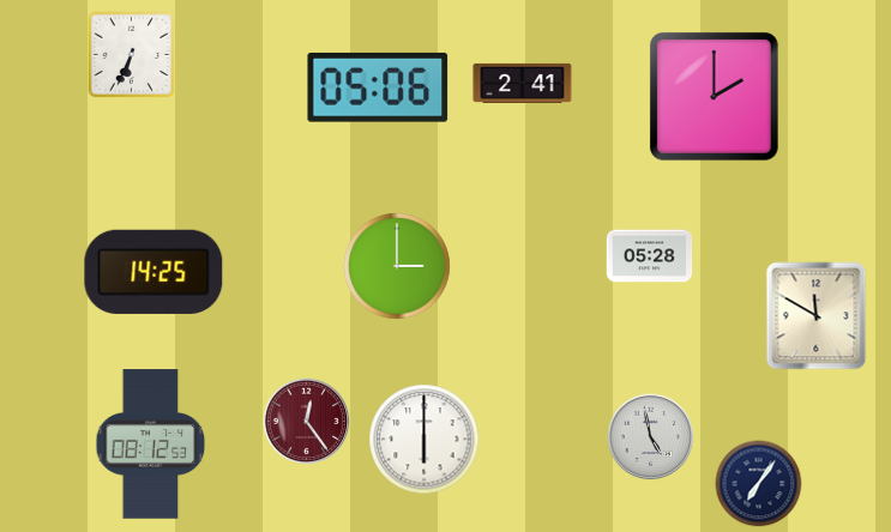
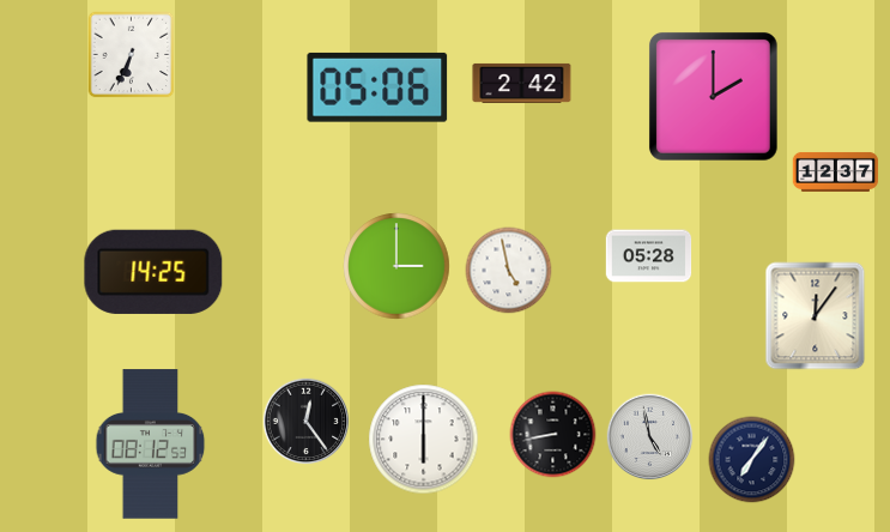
clock at (523, 83): 2:41 -> 2:42
clock at (836, 171): none -> 12:37
clock at (509, 271): none -> 4:58
clock at (817, 316): 11:50 -> 12:06
clock at (307, 422) dial: burgundy -> black
clock at (553, 435): none -> 8:43
clock at (759, 484) position: (759, 484) -> (752, 460)
